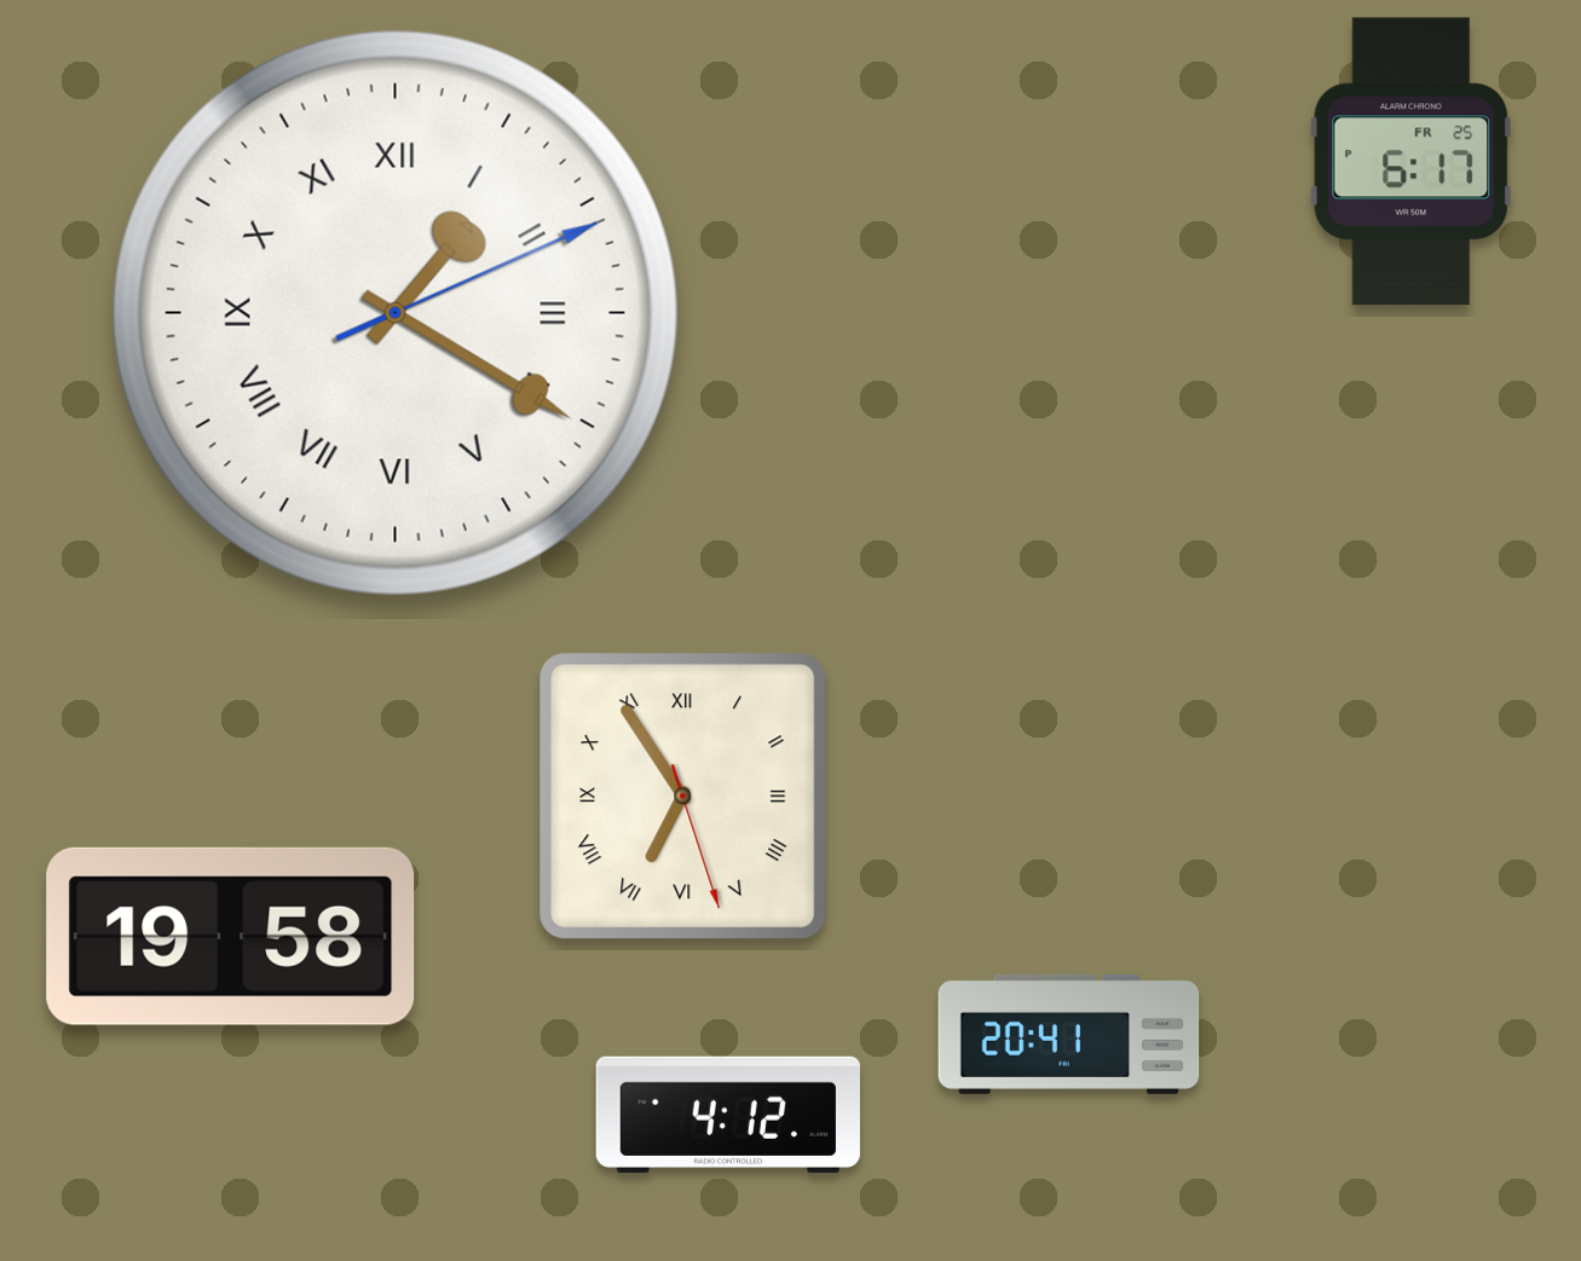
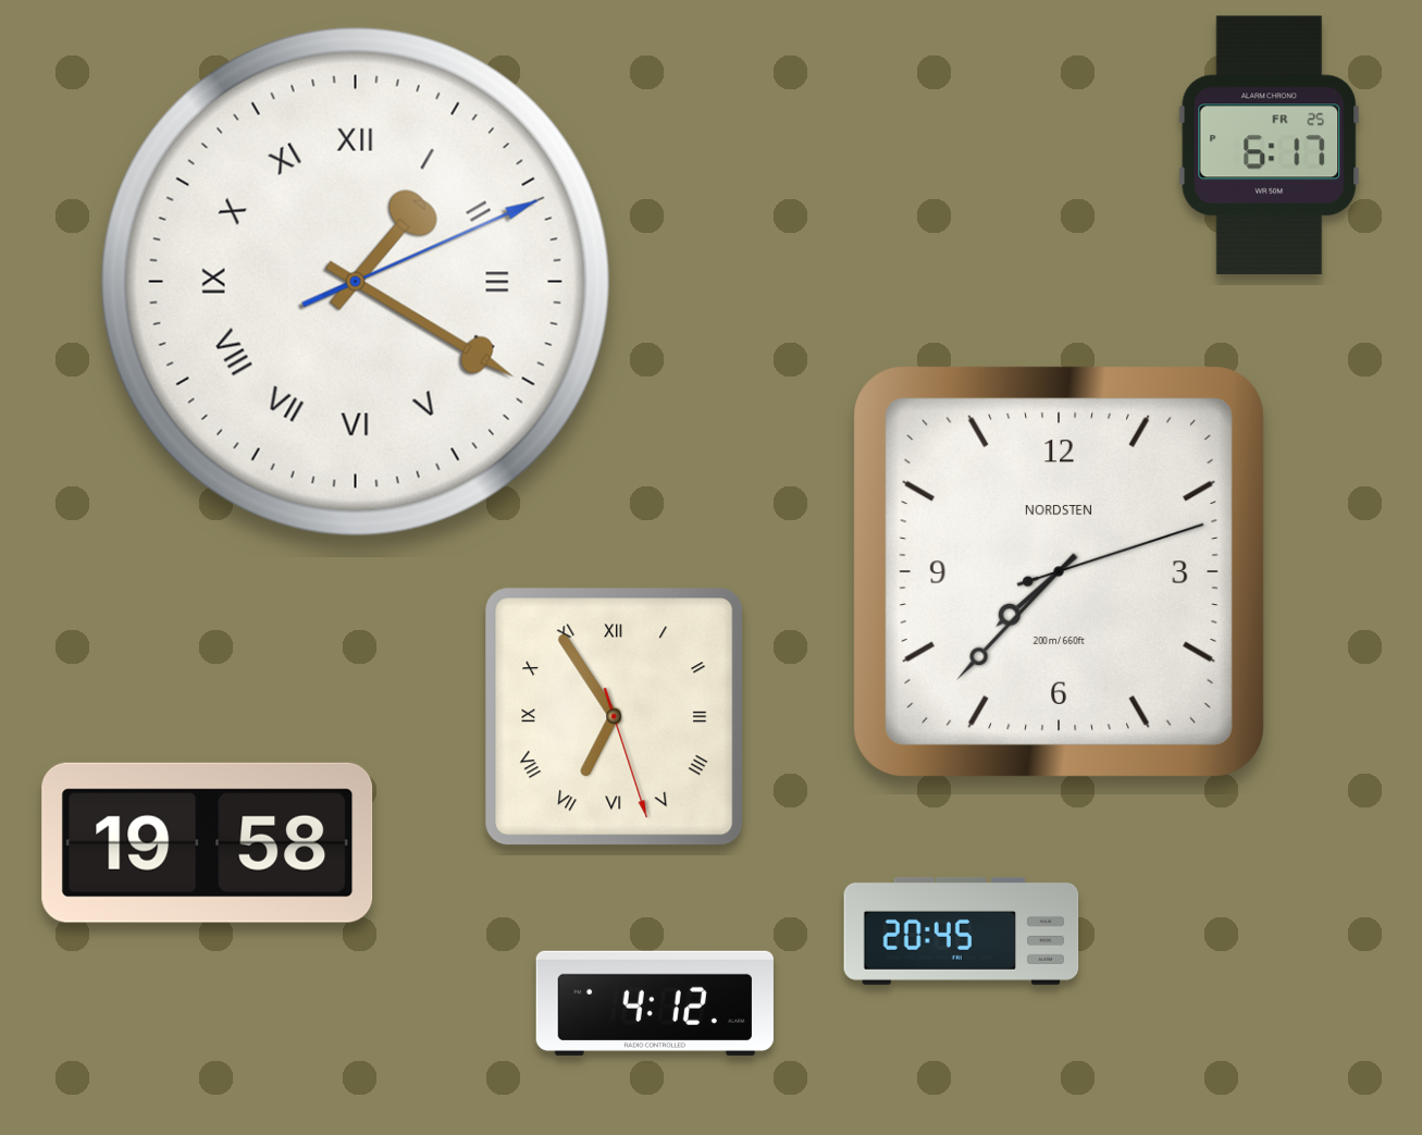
clock at (1059, 571): none -> 7:37
clock at (1069, 1034): 20:41 -> 20:45
